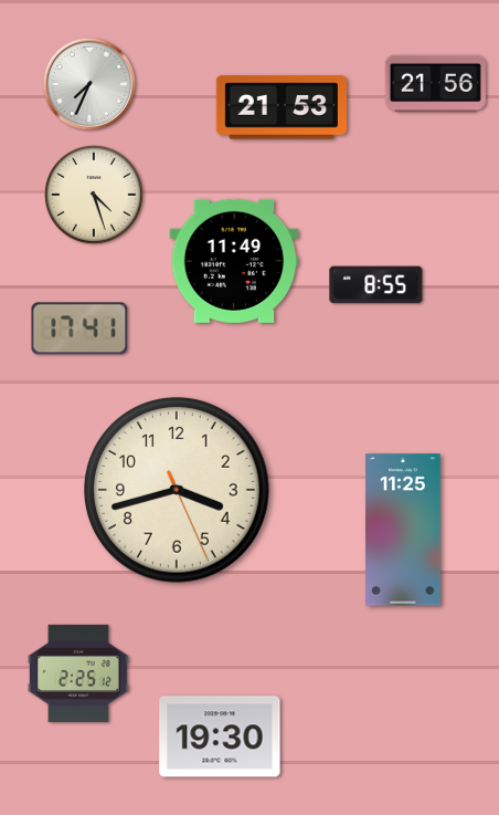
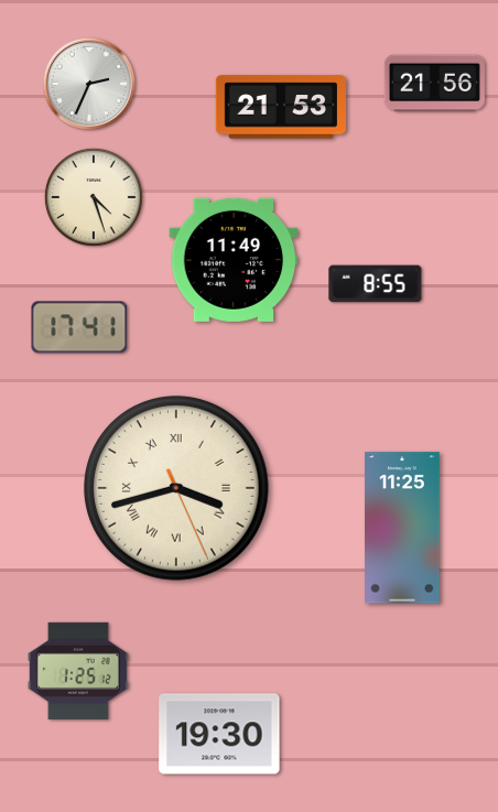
clock at (89, 84): 7:34 -> 2:34
clock at (94, 195) position: (94, 195) -> (94, 197)
clock at (178, 491) numerals: Arabic -> Roman
clock at (78, 673): 2:25 -> 1:25
